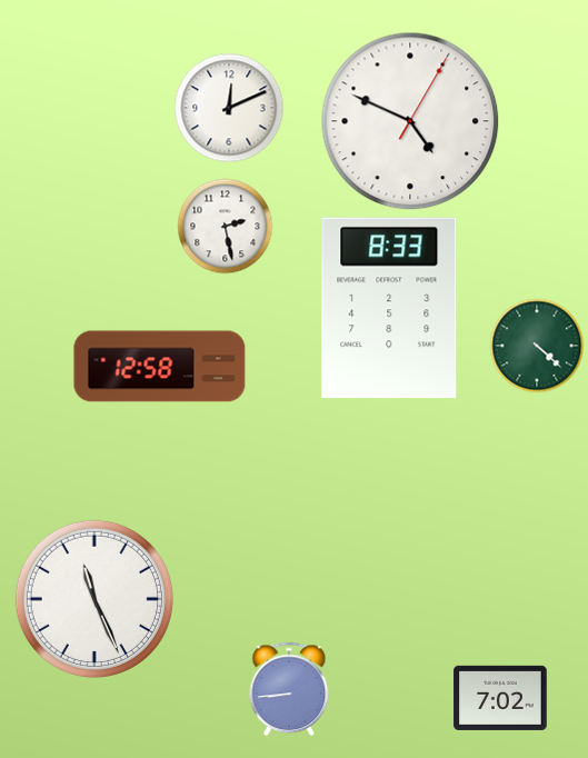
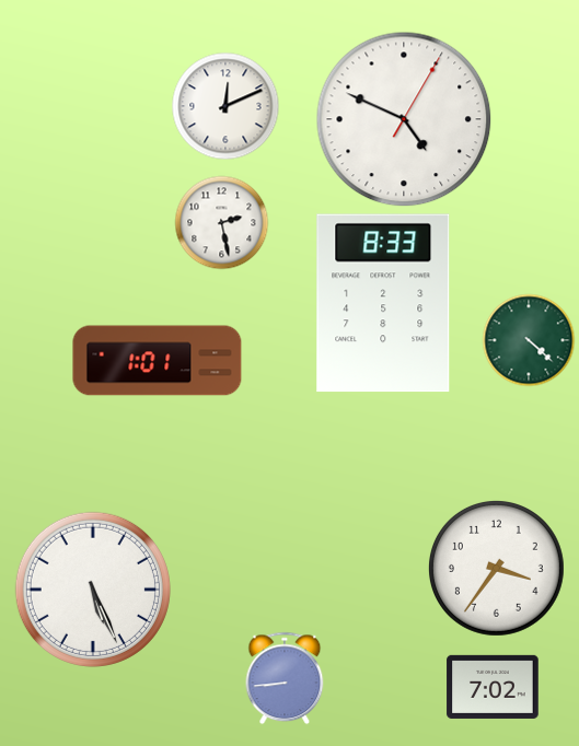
clock at (160, 367): 12:58 -> 1:01
clock at (496, 568): none -> 3:36
clock at (94, 599): 11:26 -> 5:26
